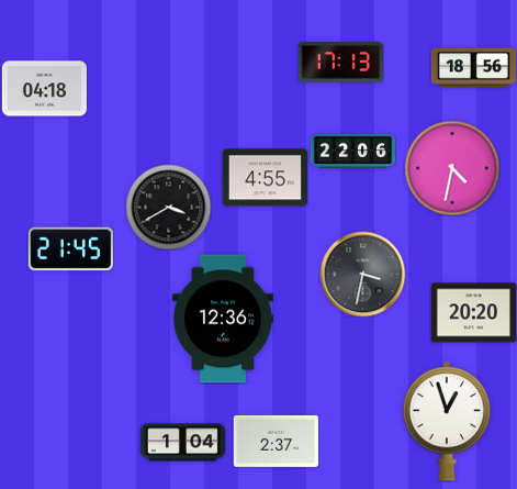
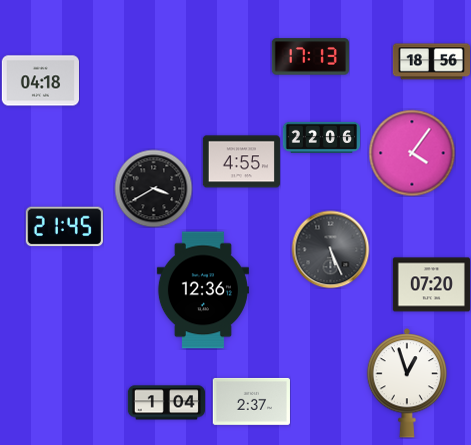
clock at (452, 168): 4:32 -> 4:06
clock at (362, 274): 3:32 -> 5:26
clock at (473, 313): 20:20 -> 07:20
